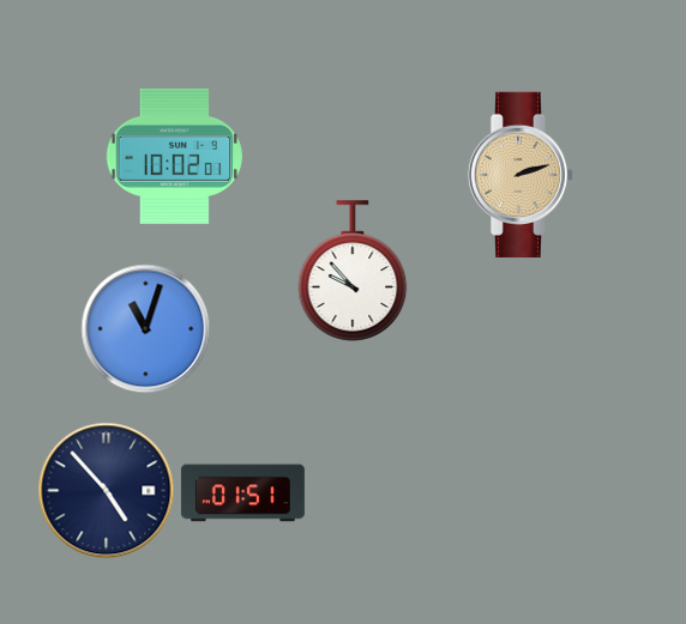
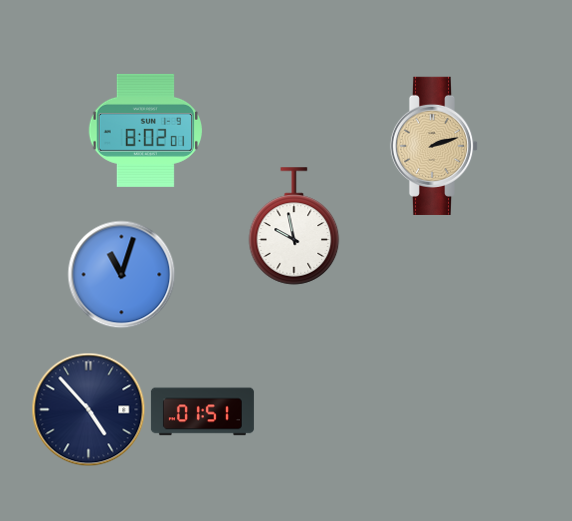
clock at (174, 156): 10:02 -> 8:02
clock at (353, 271): 9:53 -> 9:58
